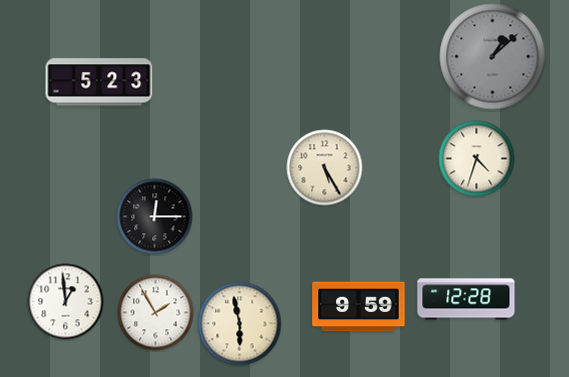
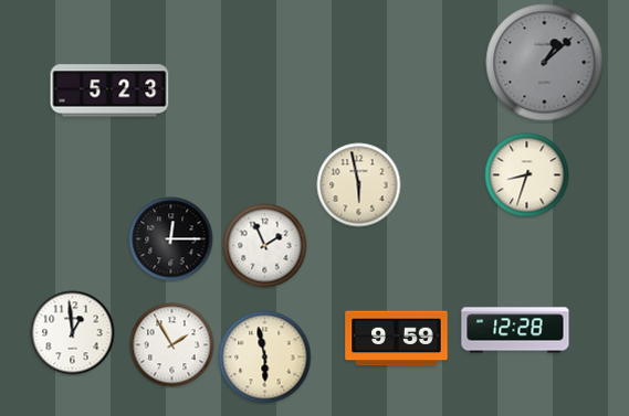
clock at (477, 159): 4:33 -> 8:33
clock at (325, 168): 5:25 -> 5:58
clock at (265, 246): none -> 1:56
